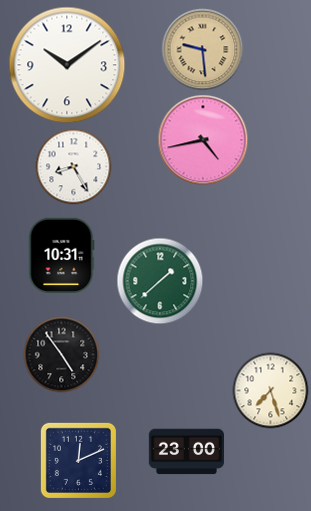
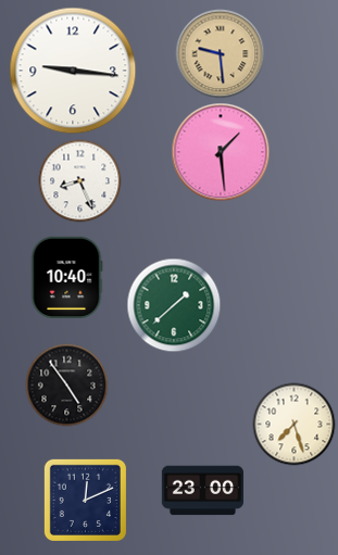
clock at (67, 65): 10:09 -> 9:16
clock at (203, 140): 4:43 -> 1:29
clock at (74, 167): 8:25 -> 8:26
clock at (61, 255): 10:31 -> 10:40
